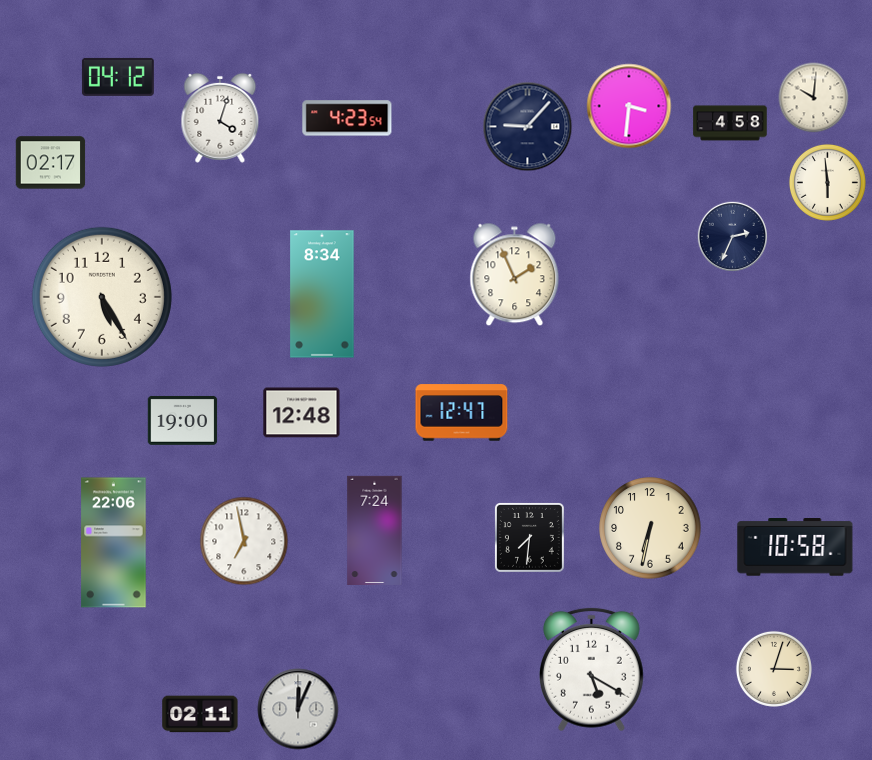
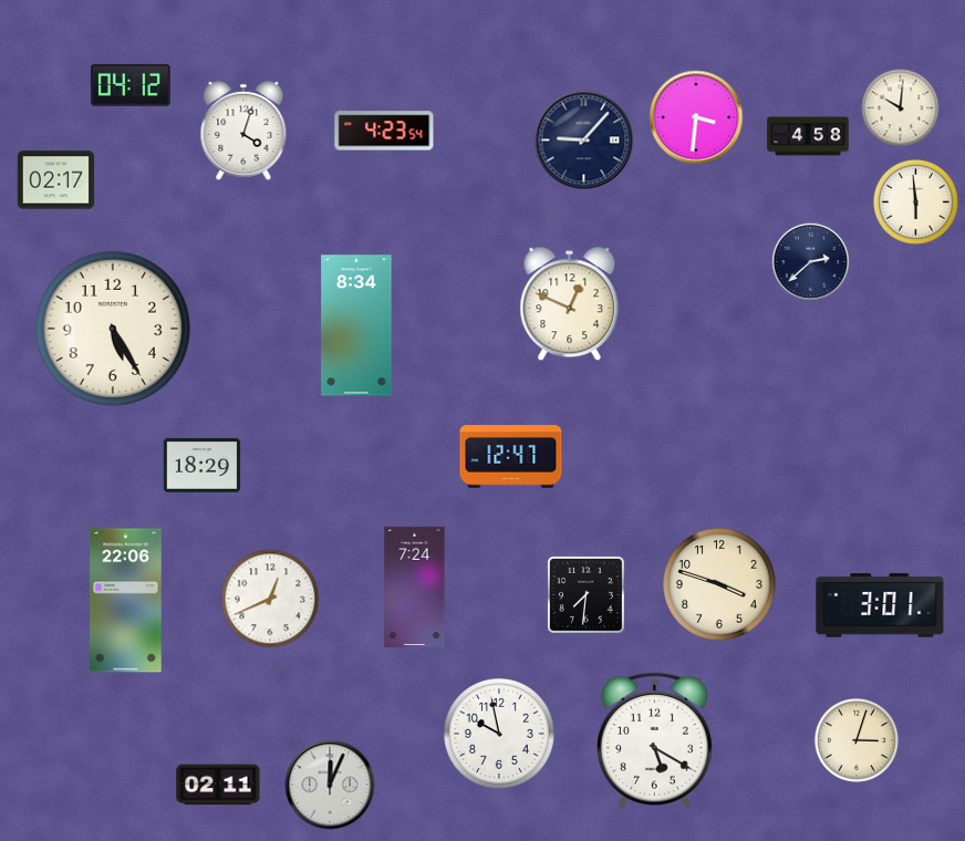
clock at (732, 236): 2:34 -> 2:38
clock at (515, 275): 1:56 -> 12:49
clock at (302, 413): 12:48 -> none
clock at (183, 420): 19:00 -> 18:29
clock at (650, 528): 6:32 -> 3:48
clock at (244, 541): 6:58 -> 12:41
clock at (795, 548): 10:58 -> 3:01
clock at (500, 735): none -> 9:58
clock at (200, 714) position: (200, 714) -> (218, 785)
